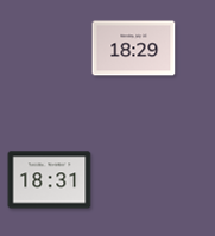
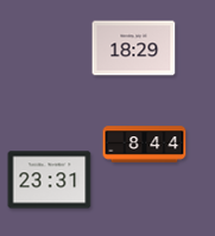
clock at (145, 145): none -> 8:44
clock at (50, 180): 18:31 -> 23:31
